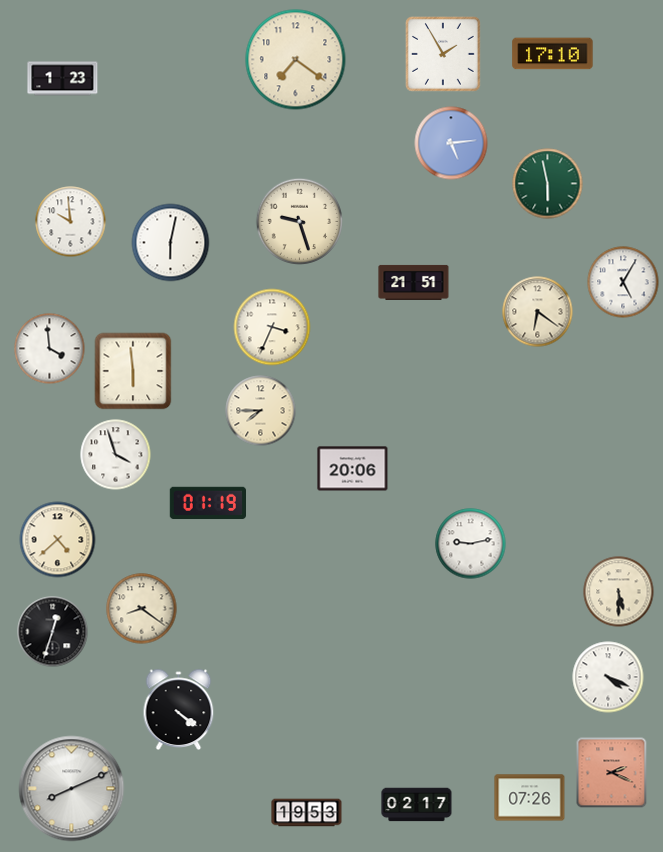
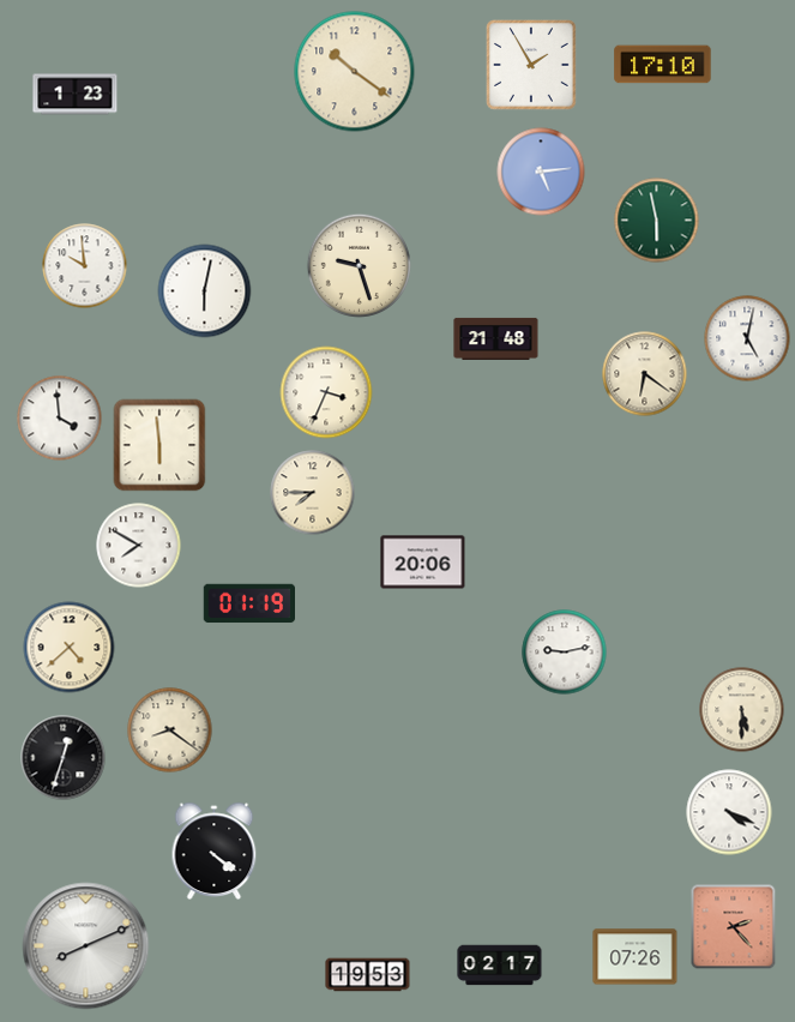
clock at (296, 60): 7:21 -> 10:21
clock at (414, 282): 21:51 -> 21:48
clock at (623, 282): 5:05 -> 5:02
clock at (116, 455): 3:57 -> 7:50
clock at (612, 773): 2:19 -> 2:23
